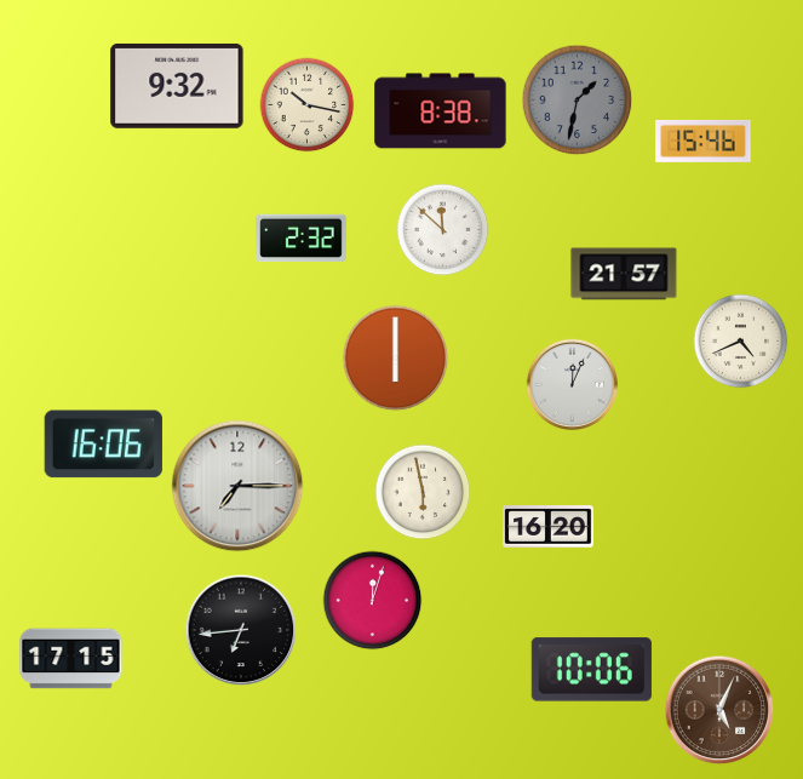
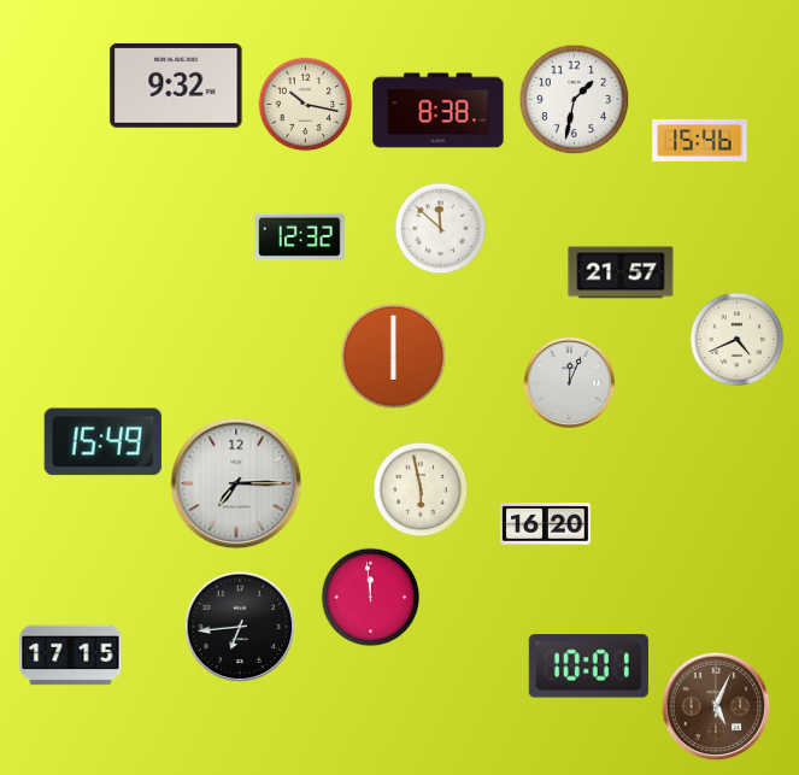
clock at (578, 101) dial: grey -> white
clock at (302, 239): 2:32 -> 12:32
clock at (103, 445): 16:06 -> 15:49
clock at (373, 601): 12:03 -> 11:59
clock at (591, 670): 10:06 -> 10:01
